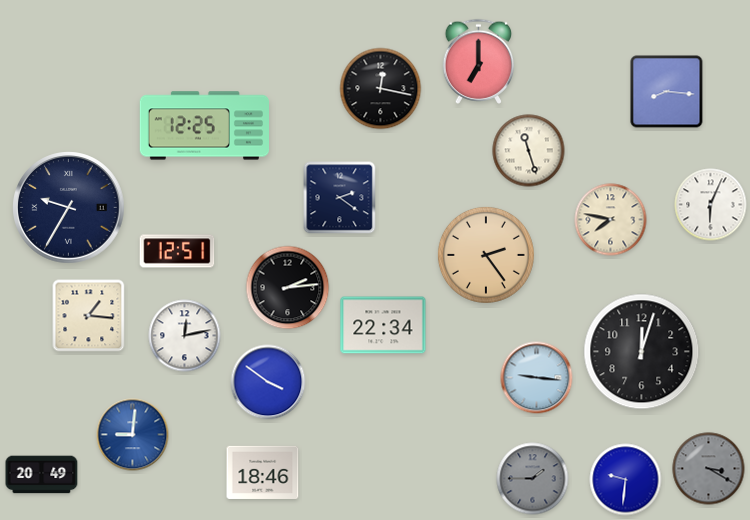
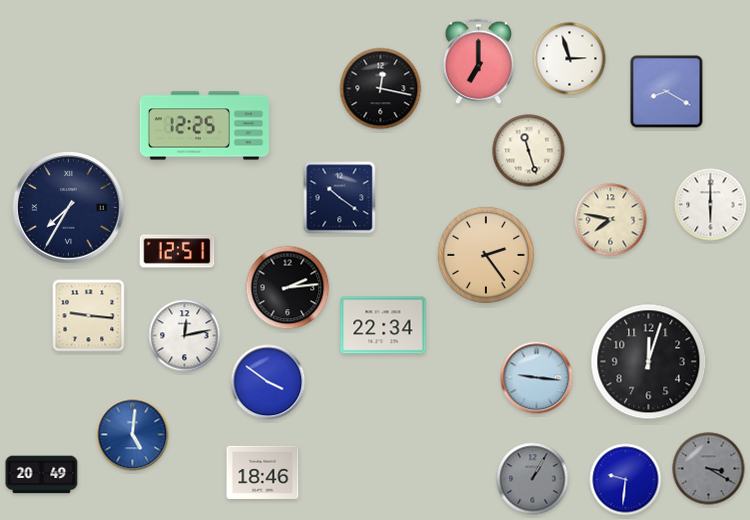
clock at (570, 59): none -> 2:57
clock at (667, 92): 8:16 -> 8:20
clock at (340, 198): 2:21 -> 10:21
clock at (711, 205): 6:04 -> 6:00
clock at (69, 208): 9:35 -> 7:35
clock at (89, 316): 1:16 -> 9:16
clock at (642, 352) position: (642, 352) -> (649, 362)
clock at (133, 435): 9:01 -> 5:01
clock at (533, 479): 1:45 -> 1:05
